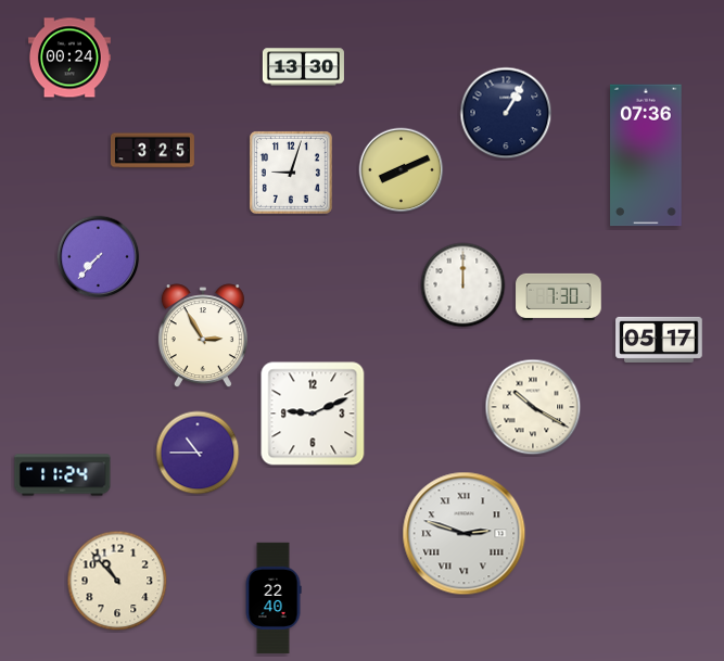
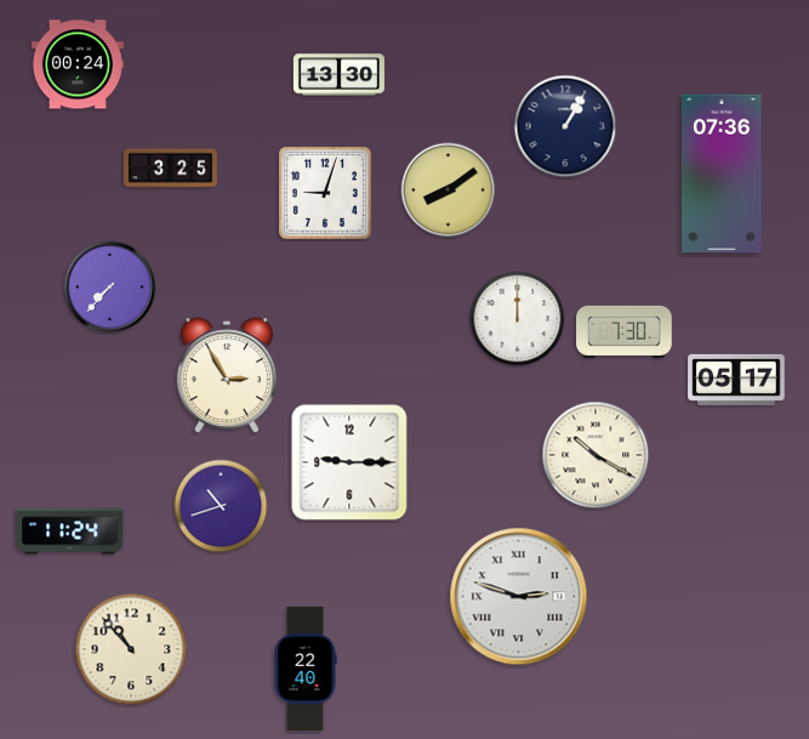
clock at (402, 170): 8:11 -> 8:09
clock at (313, 414): 9:11 -> 9:15
clock at (198, 453): 10:45 -> 10:42
